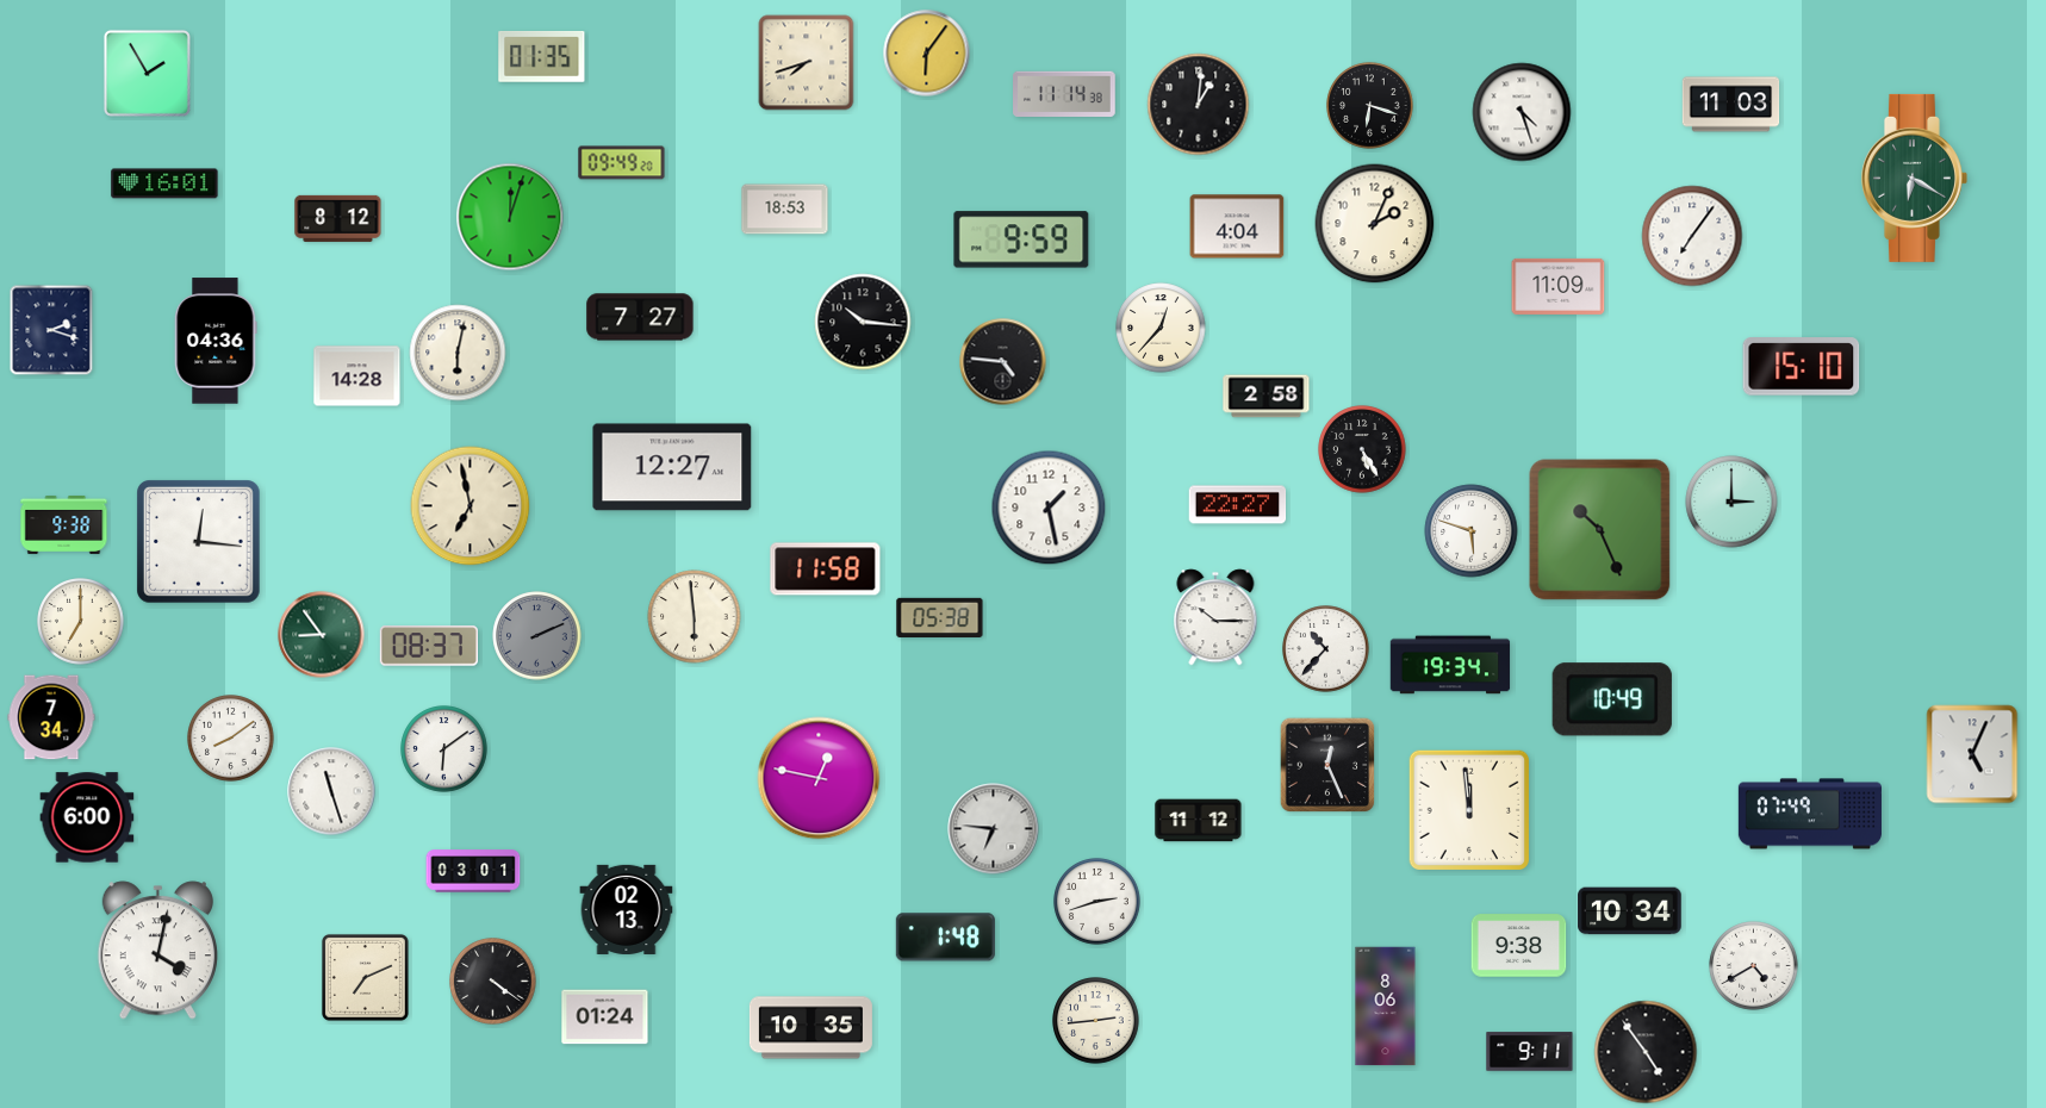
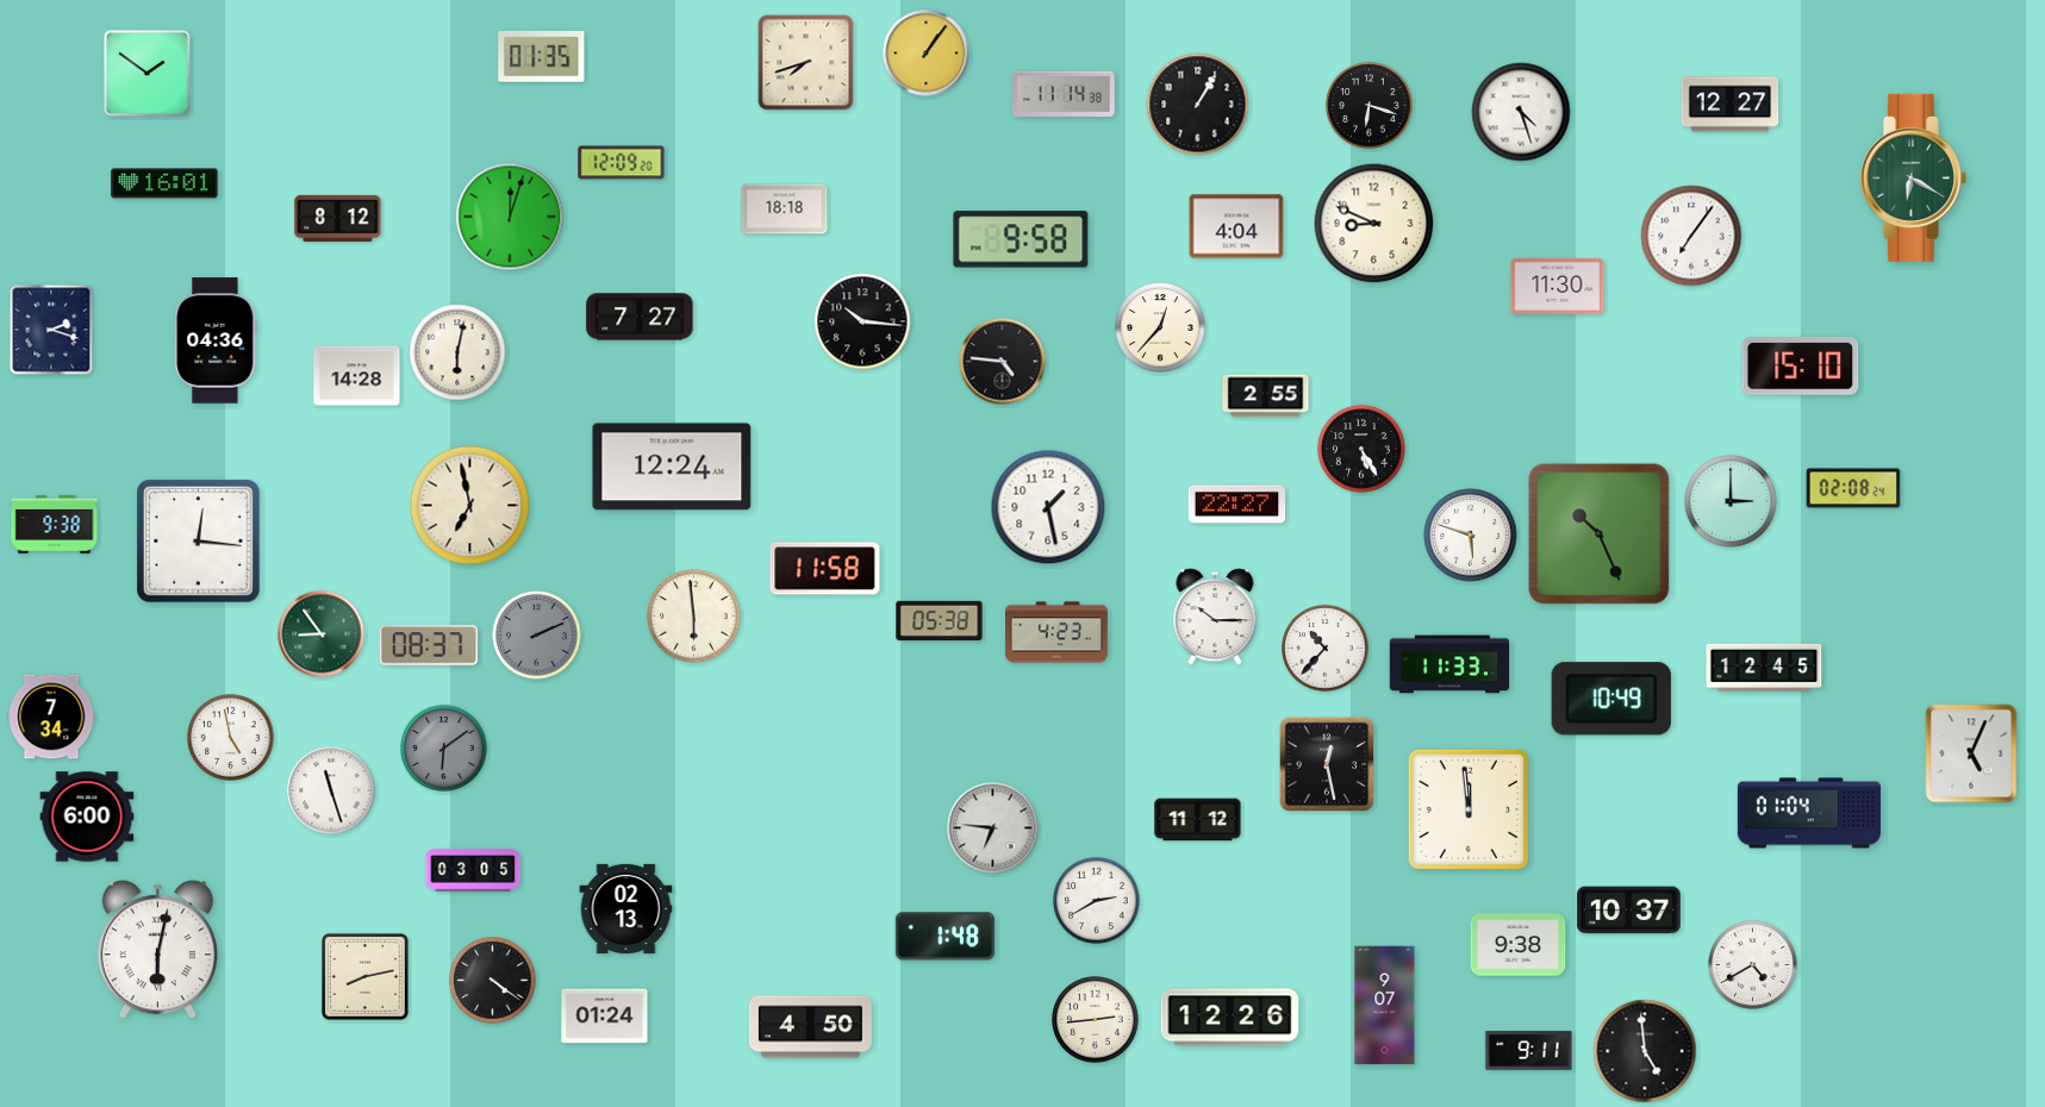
clock at (927, 54): 6:06 -> 1:06
clock at (147, 73): 1:55 -> 1:51
clock at (1199, 105): 1:01 -> 1:05
clock at (1731, 105): 11:03 -> 12:27
clock at (622, 163): 09:49 -> 12:09
clock at (785, 210): 18:53 -> 18:18
clock at (1375, 224): 2:04 -> 8:49
clock at (1021, 239): 9:59 -> 9:58
clock at (1559, 286): 11:09 -> 11:30
clock at (1267, 397): 2:58 -> 2:55
clock at (672, 467): 12:27 -> 12:24
clock at (1853, 488): none -> 02:08
clock at (64, 524) position: (64, 524) -> (55, 524)
clock at (1600, 530) position: (1600, 530) -> (1600, 534)
clock at (1472, 531) position: (1472, 531) -> (1471, 536)
clock at (940, 617) position: (940, 617) -> (940, 620)
clock at (81, 622): 7:00 -> none
clock at (1056, 632): none -> 4:23
clock at (1450, 665): 19:34 -> 11:33
clock at (1764, 668): none -> 12:45
clock at (231, 739): 8:09 -> 4:58
clock at (444, 749) dial: white -> grey
clock at (1327, 765): 12:26 -> 12:28
clock at (819, 778): 12:47 -> none
clock at (1810, 814): 07:49 -> 01:04
clock at (473, 871): 03:01 -> 03:05
clock at (1097, 902): 2:42 -> 2:40
clock at (1630, 911): 10:34 -> 10:37
clock at (157, 951): 4:02 -> 6:02
clock at (365, 977): 7:11 -> 8:13
clock at (1386, 1007): 8:06 -> 9:07
clock at (1230, 1018): none -> 12:26
clock at (810, 1028): 10:35 -> 4:50
clock at (1646, 1052): 4:54 -> 4:59
